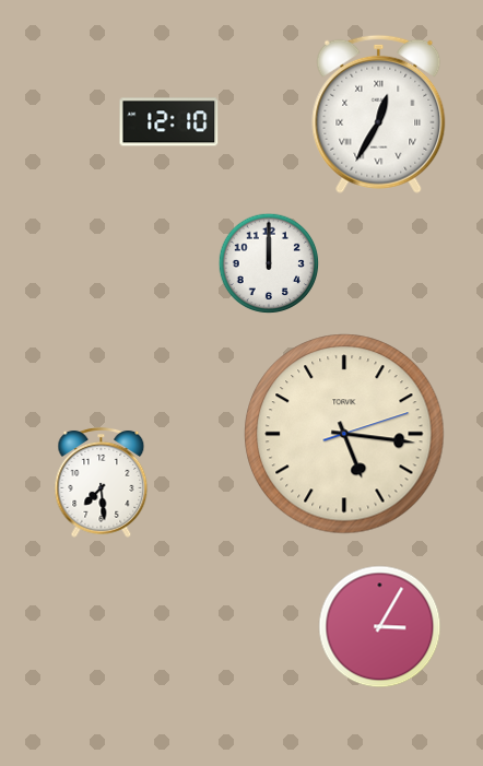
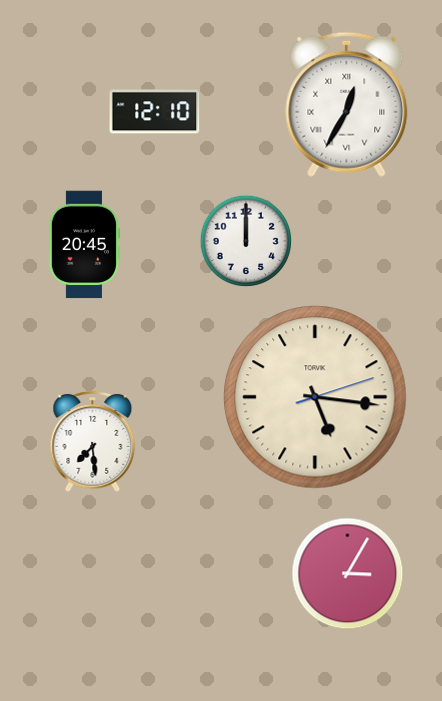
clock at (84, 245): none -> 20:45
